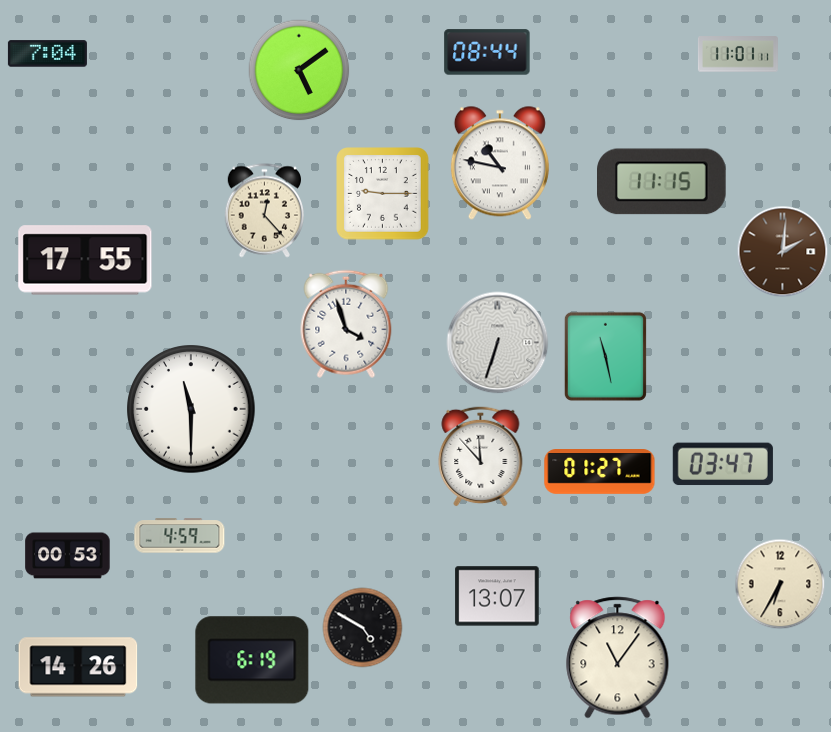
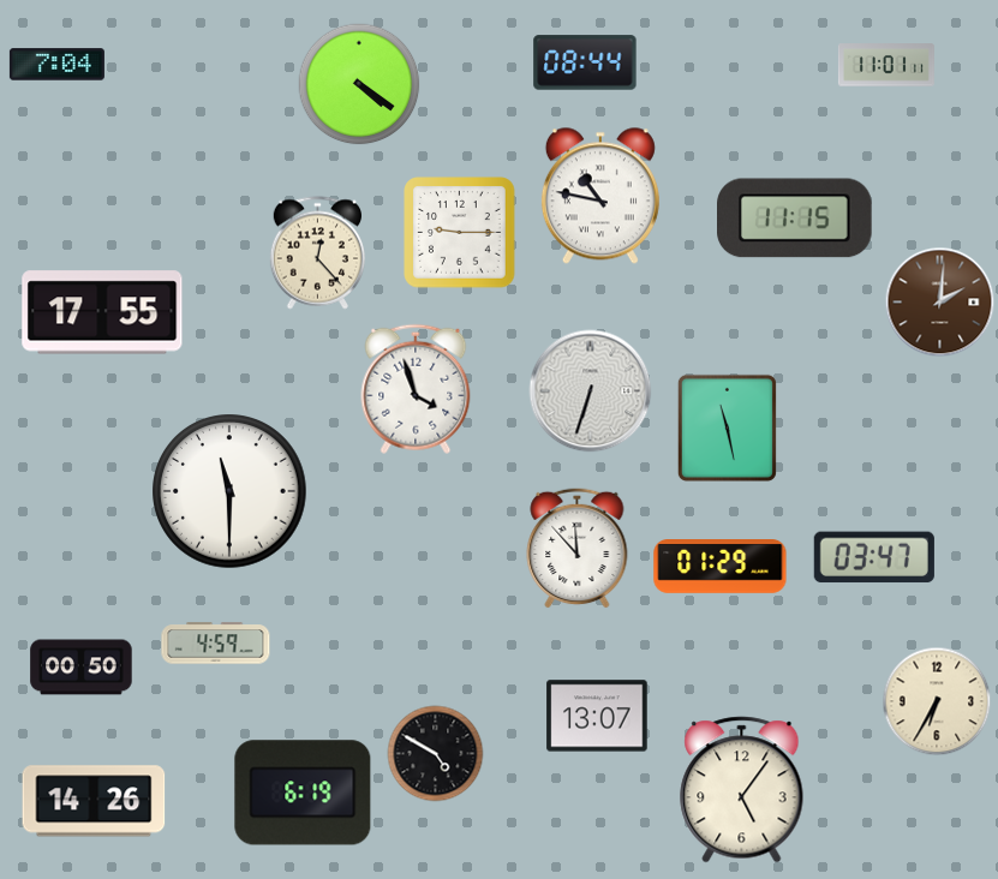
clock at (299, 70): 5:09 -> 4:21
clock at (498, 343) position: (498, 343) -> (591, 391)
clock at (723, 464) position: (723, 464) -> (874, 557)
clock at (600, 472): 01:27 -> 01:29
clock at (68, 556): 00:53 -> 00:50
clock at (618, 658): 11:06 -> 5:06
